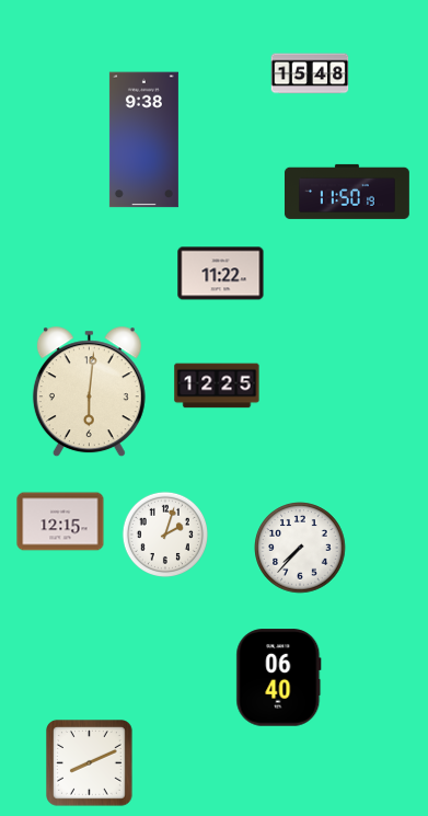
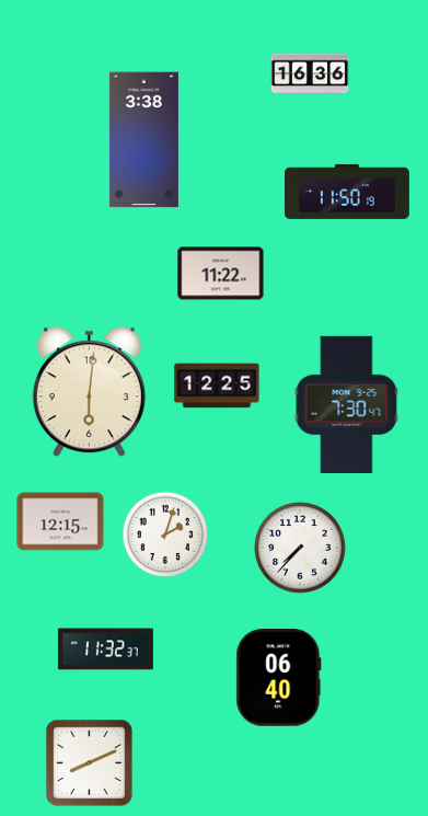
clock at (310, 73): 15:48 -> 16:36
clock at (143, 140): 9:38 -> 3:38
clock at (347, 404): none -> 7:30
clock at (105, 650): none -> 11:32
